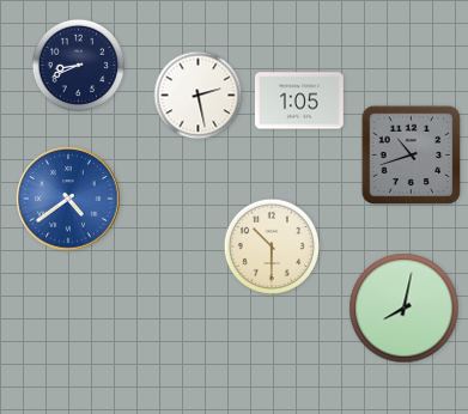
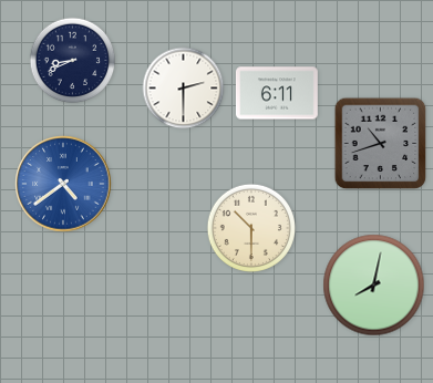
clock at (199, 96): 2:28 -> 2:30
clock at (299, 101): 1:05 -> 6:11
